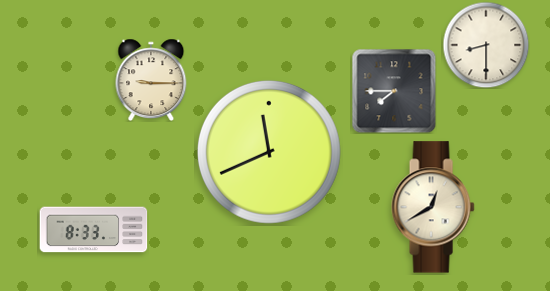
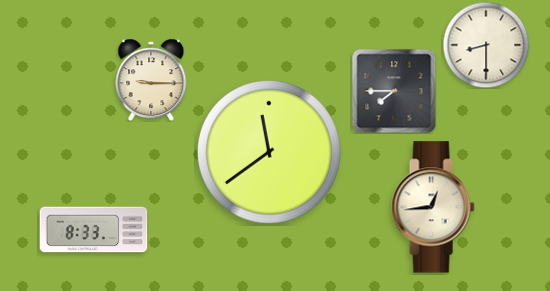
clock at (269, 152): 11:41 -> 11:39
clock at (433, 207): 12:40 -> 12:44
